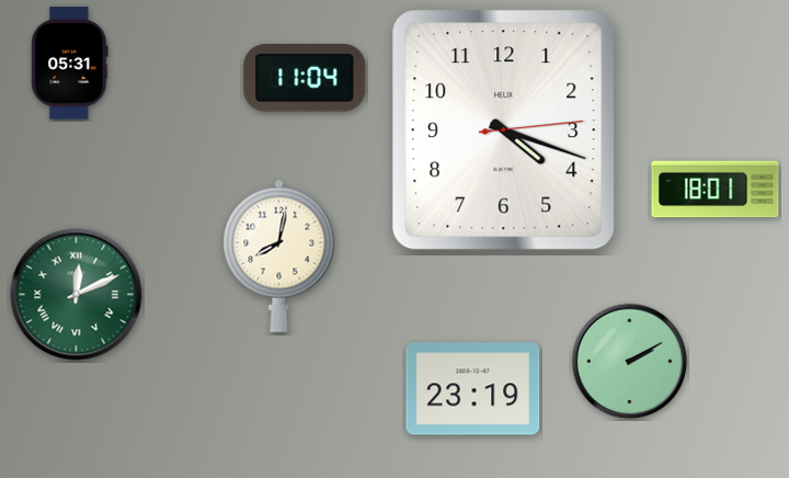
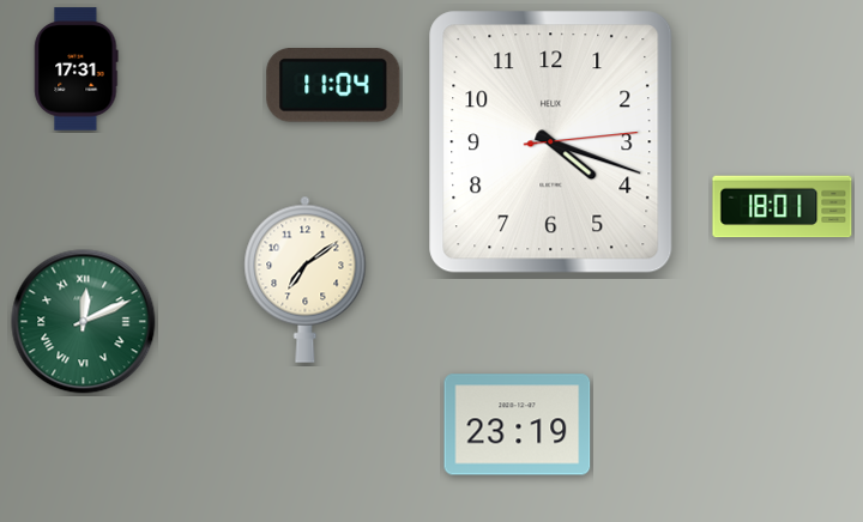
clock at (70, 64): 05:31 -> 17:31
clock at (279, 255): 8:02 -> 7:09
clock at (630, 362): 2:10 -> none
